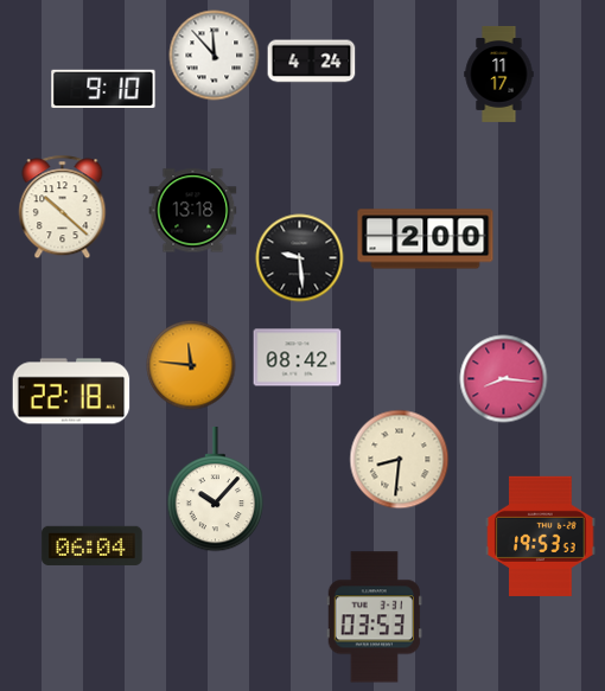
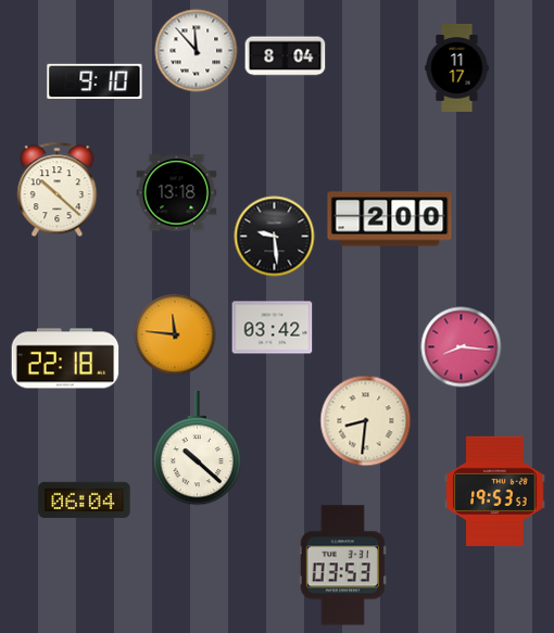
clock at (312, 62): 4:24 -> 8:04
clock at (298, 358): 08:42 -> 03:42
clock at (216, 490): 10:07 -> 10:22
